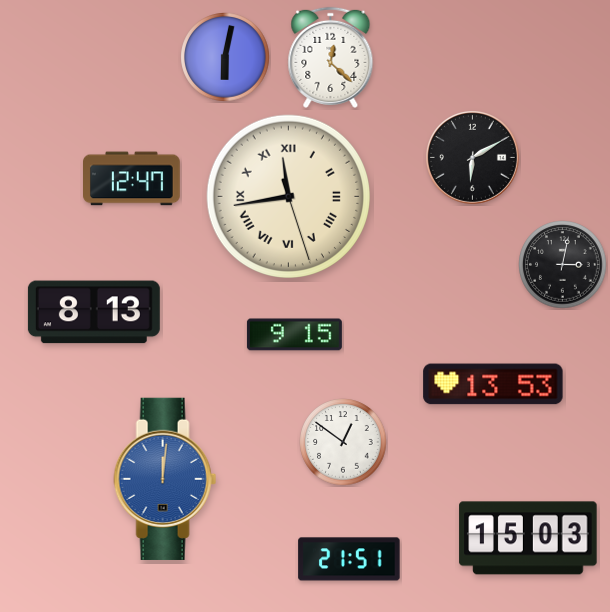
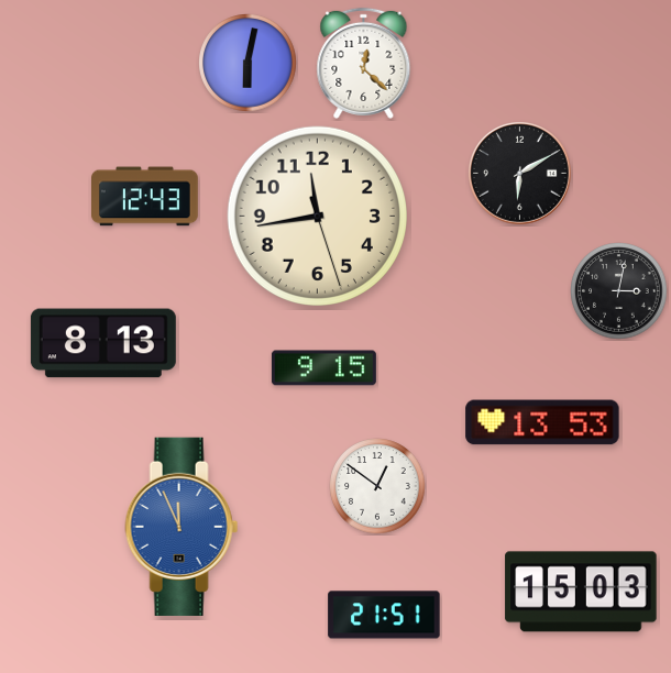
clock at (132, 179): 12:47 -> 12:43
clock at (288, 196) numerals: Roman -> Arabic
clock at (165, 479): 12:01 -> 11:56
